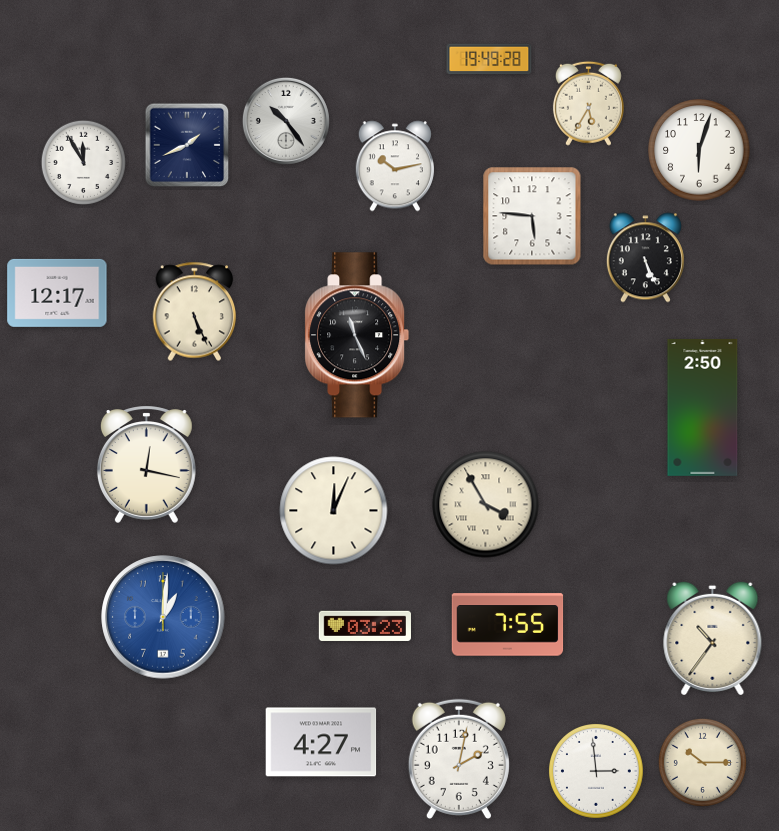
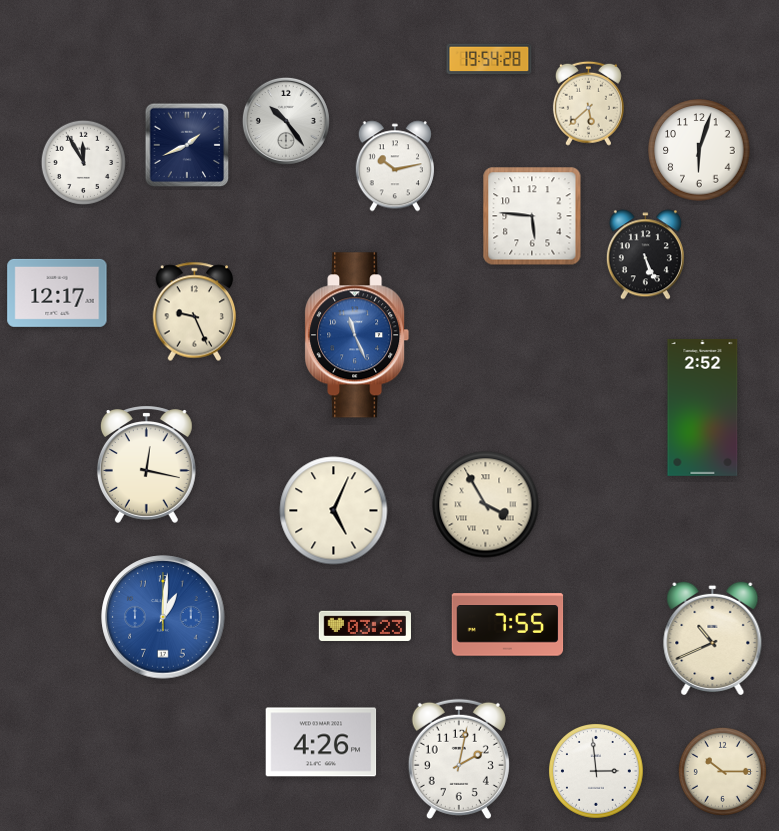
clock at (489, 59): 19:49 -> 19:54
clock at (588, 103): 5:35 -> 5:38
clock at (645, 258) position: (645, 258) -> (645, 255)
clock at (195, 312): 5:26 -> 9:26
clock at (357, 335) dial: black -> blue
clock at (703, 407): 2:50 -> 2:52
clock at (334, 511): 12:04 -> 5:04
clock at (713, 638): 10:36 -> 10:41
clock at (321, 742): 4:27 -> 4:26
clock at (702, 762) position: (702, 762) -> (722, 771)
